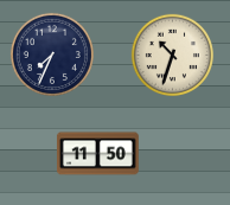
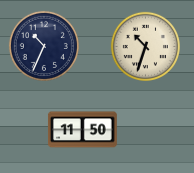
clock at (52, 55): 7:34 -> 10:34
